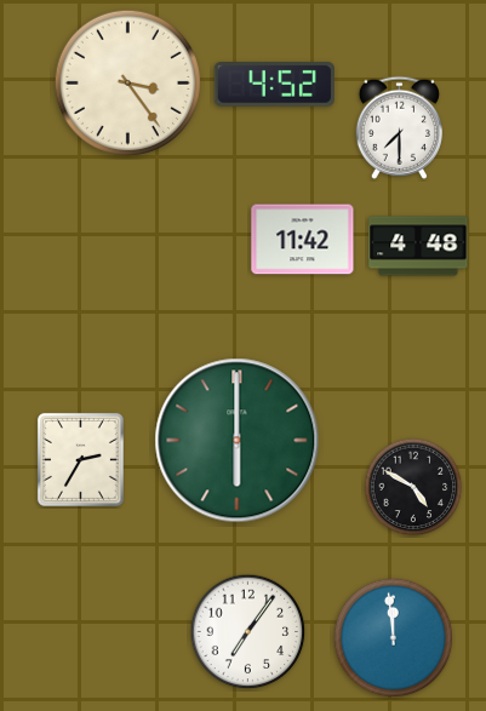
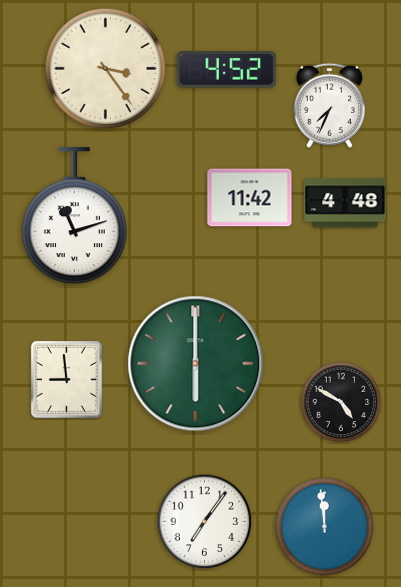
clock at (399, 127): 7:30 -> 7:34
clock at (74, 216): none -> 11:12
clock at (80, 459): 2:35 -> 8:59
